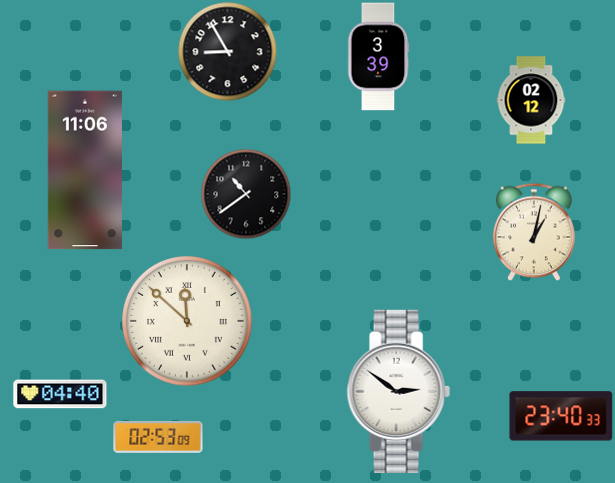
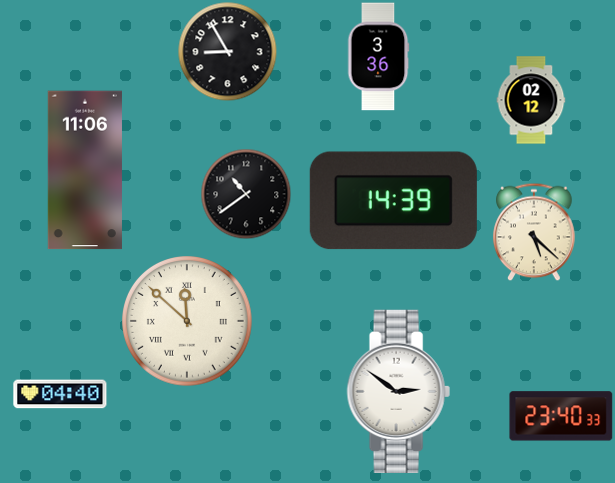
clock at (378, 57): 3:39 -> 3:36
clock at (393, 201): none -> 14:39
clock at (534, 232): 1:02 -> 5:22
clock at (158, 437): 02:53 -> none
